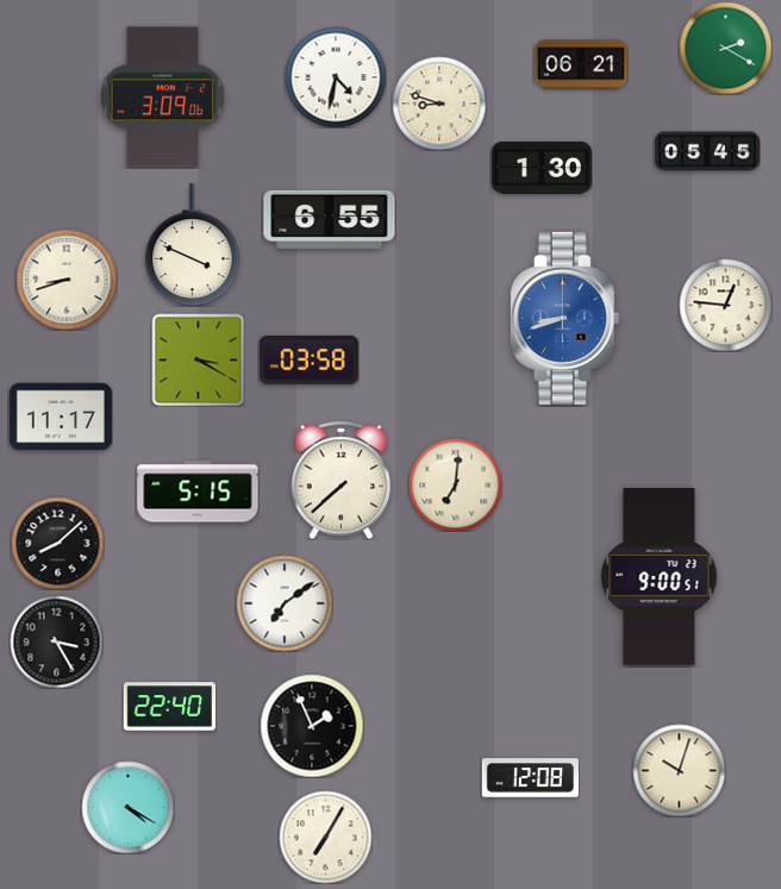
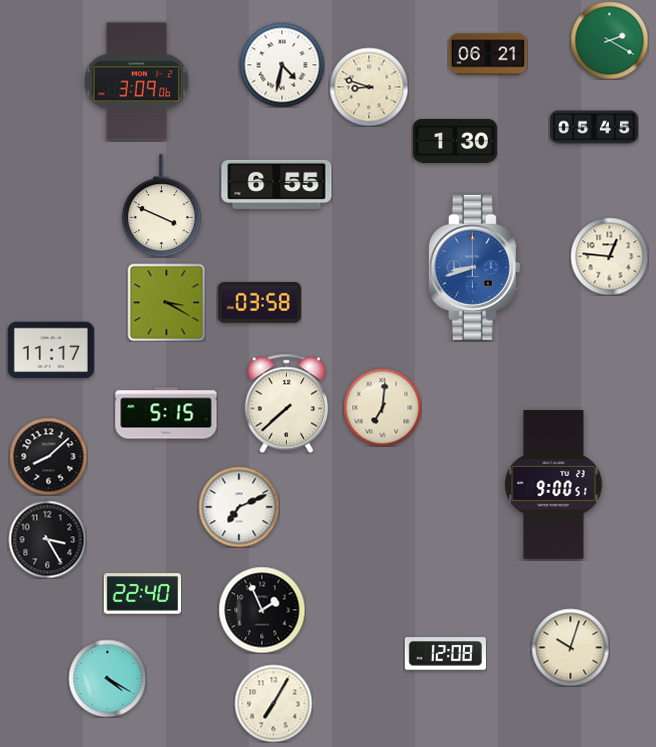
clock at (67, 280): 8:42 -> none
clock at (285, 603): 7:09 -> 7:11
